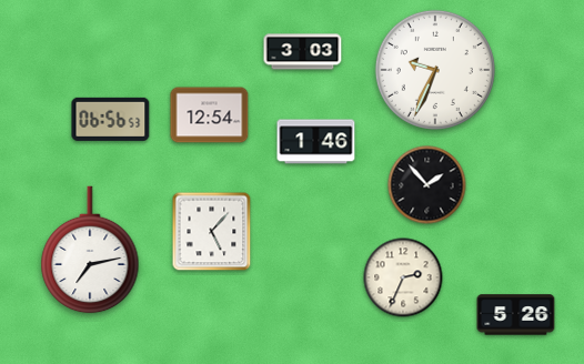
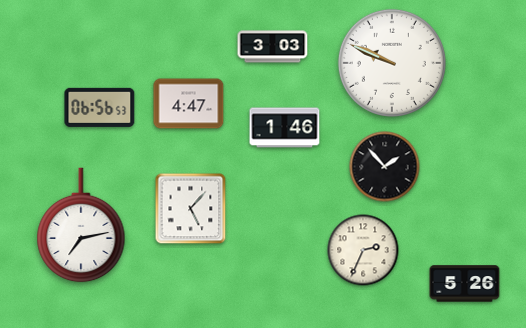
clock at (435, 70): 9:34 -> 9:49
clock at (210, 115): 12:54 -> 4:47
